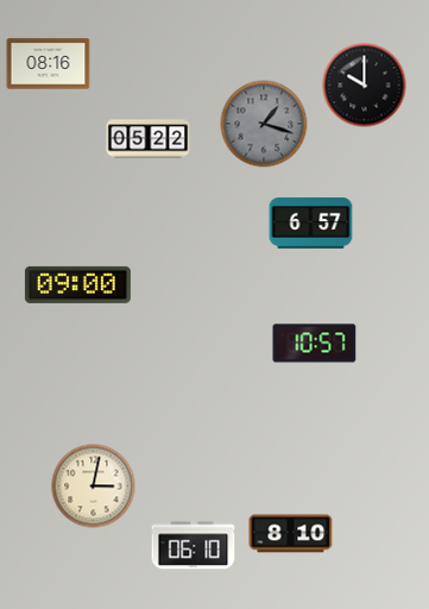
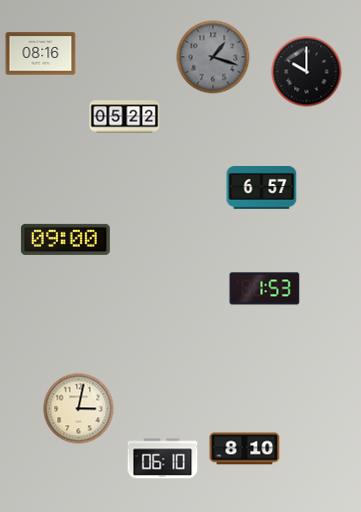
clock at (264, 124) position: (264, 124) -> (213, 57)
clock at (315, 344): 10:57 -> 1:53
